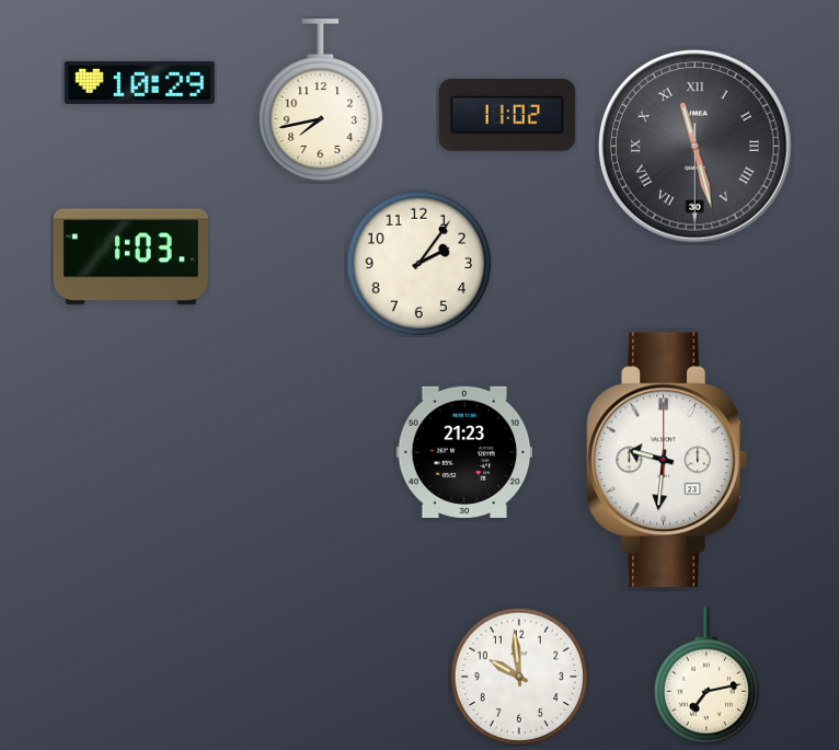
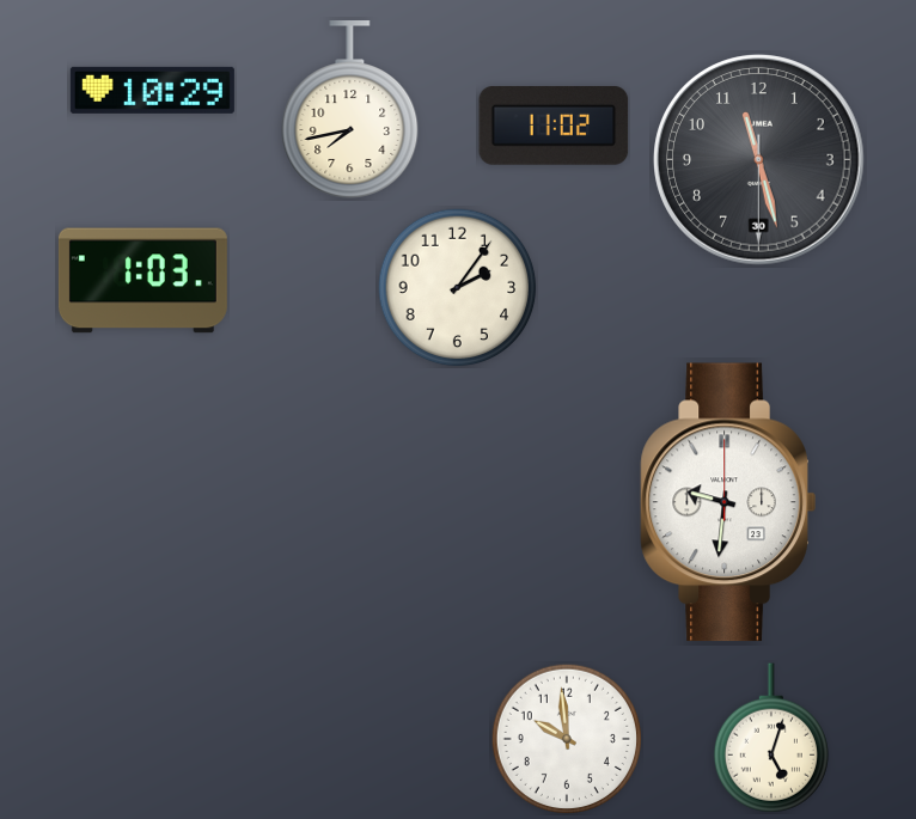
clock at (696, 147) numerals: Roman -> Arabic
clock at (464, 452): 21:23 -> none
clock at (706, 676): 7:13 -> 5:03
